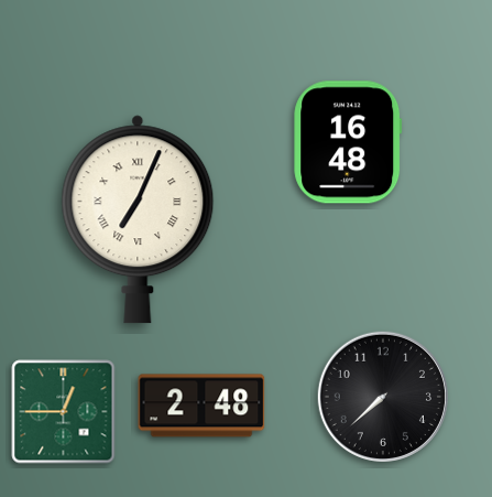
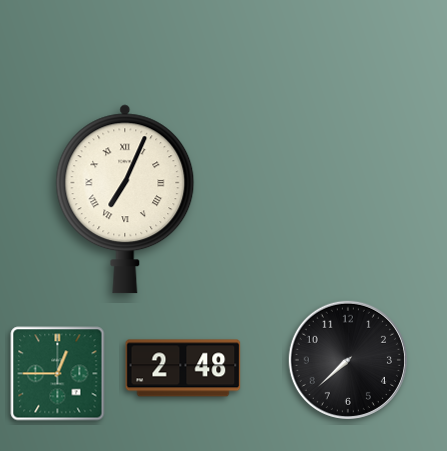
clock at (348, 142): 16:48 -> none
